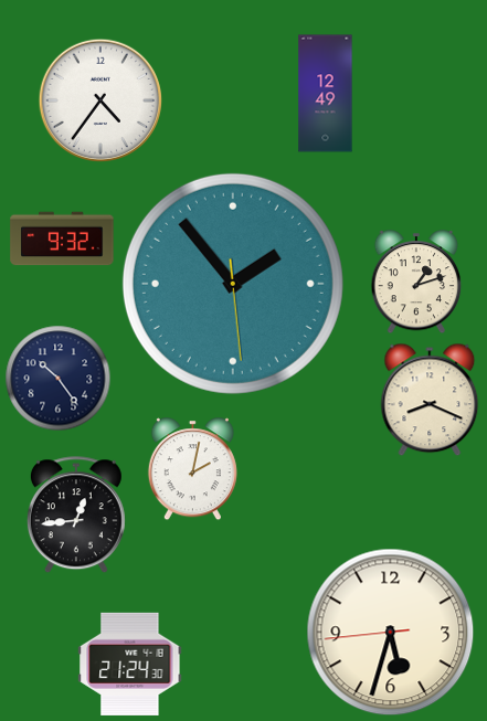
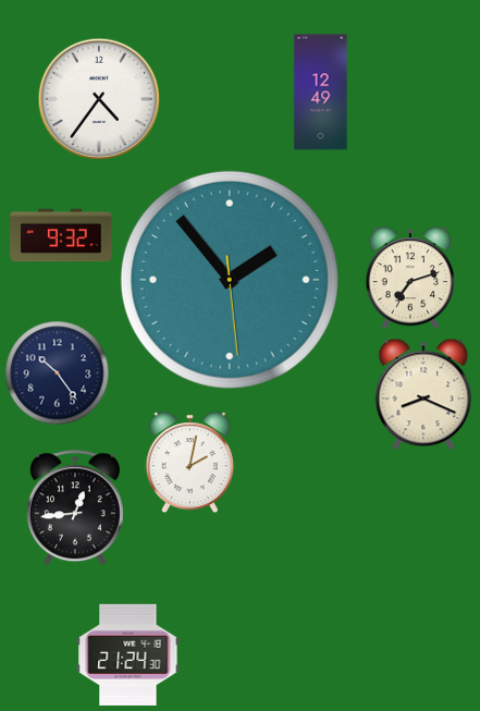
clock at (416, 283): 1:12 -> 7:12
clock at (391, 633): 5:32 -> none
